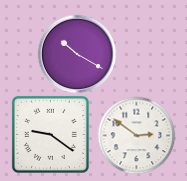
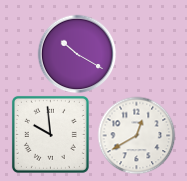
clock at (50, 134): 9:21 -> 9:59
clock at (136, 135): 2:51 -> 12:40
